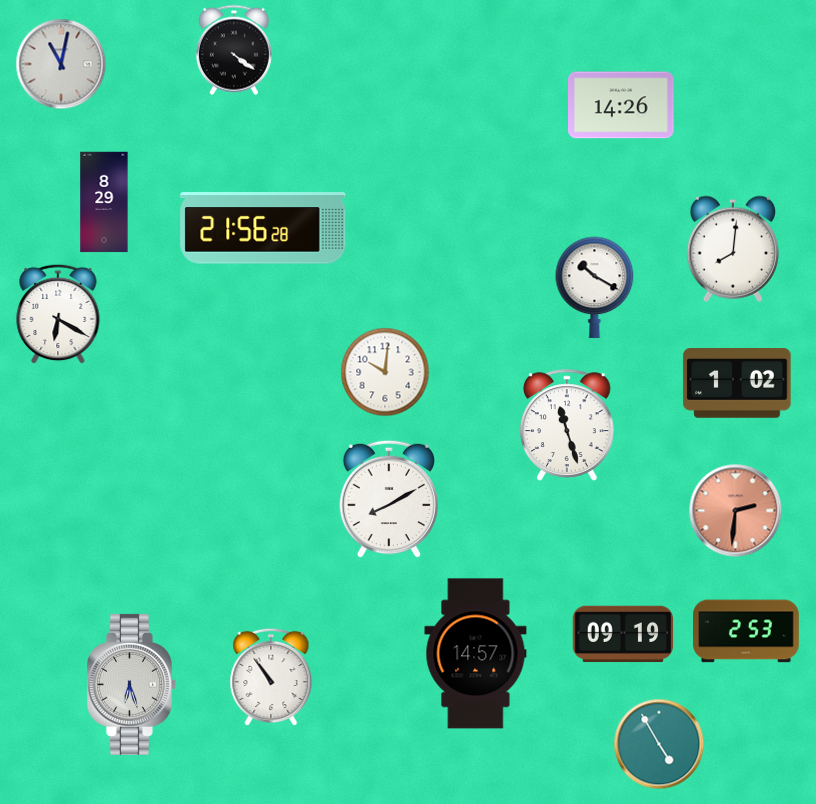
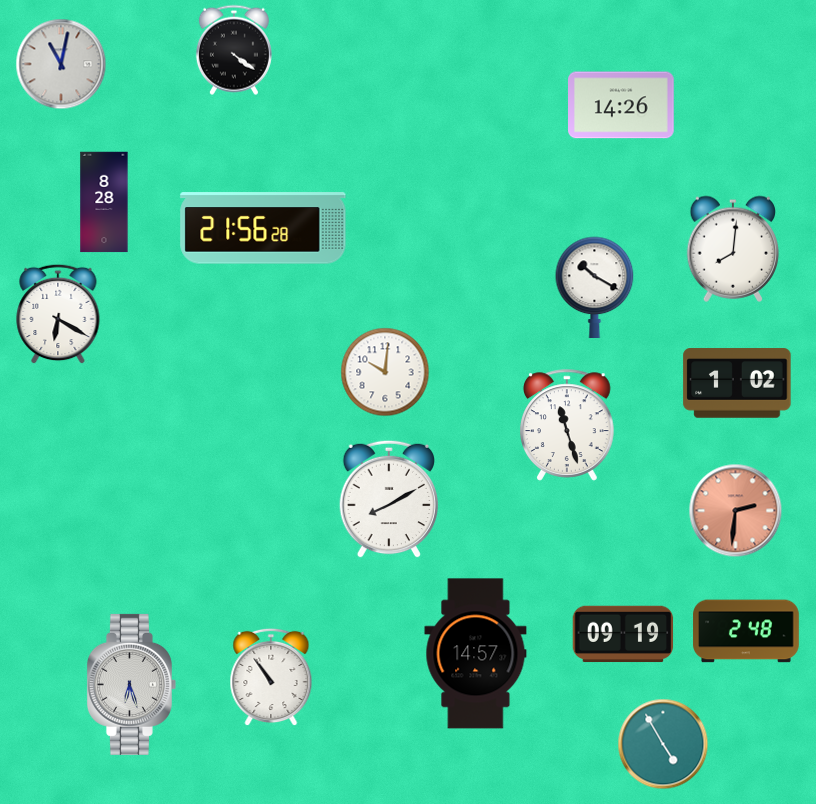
clock at (104, 202): 8:29 -> 8:28
clock at (746, 631): 2:53 -> 2:48
clock at (659, 744) position: (659, 744) -> (663, 744)
